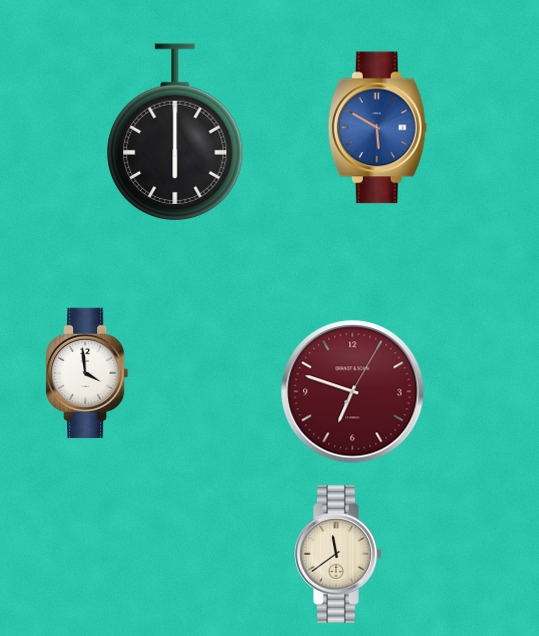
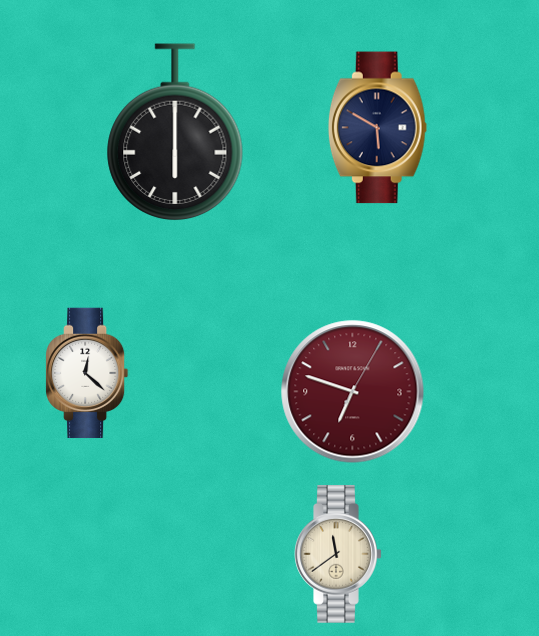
clock at (377, 128) dial: blue -> navy
clock at (88, 373): 3:59 -> 12:22
